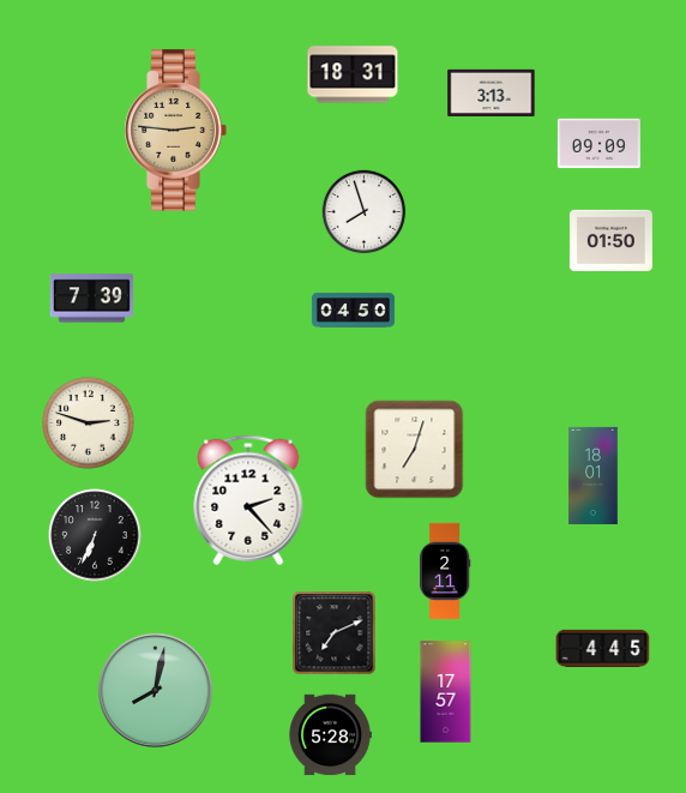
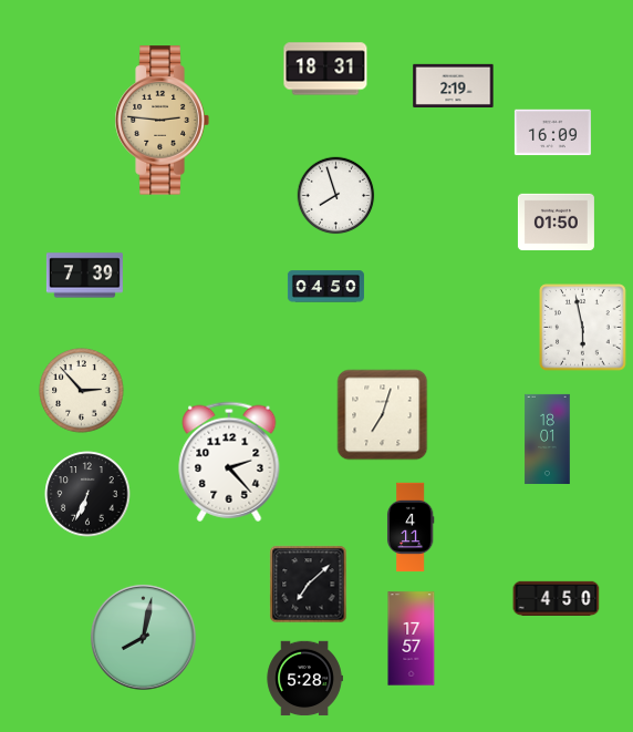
clock at (492, 92): 3:13 -> 2:19
clock at (598, 144): 09:09 -> 16:09
clock at (610, 240) position: (610, 240) -> (556, 221)
clock at (583, 328): none -> 5:58
clock at (89, 423): 2:48 -> 2:53
clock at (445, 571): 2:11 -> 4:11
clock at (335, 633): 7:11 -> 7:08
clock at (603, 649): 4:45 -> 4:50
